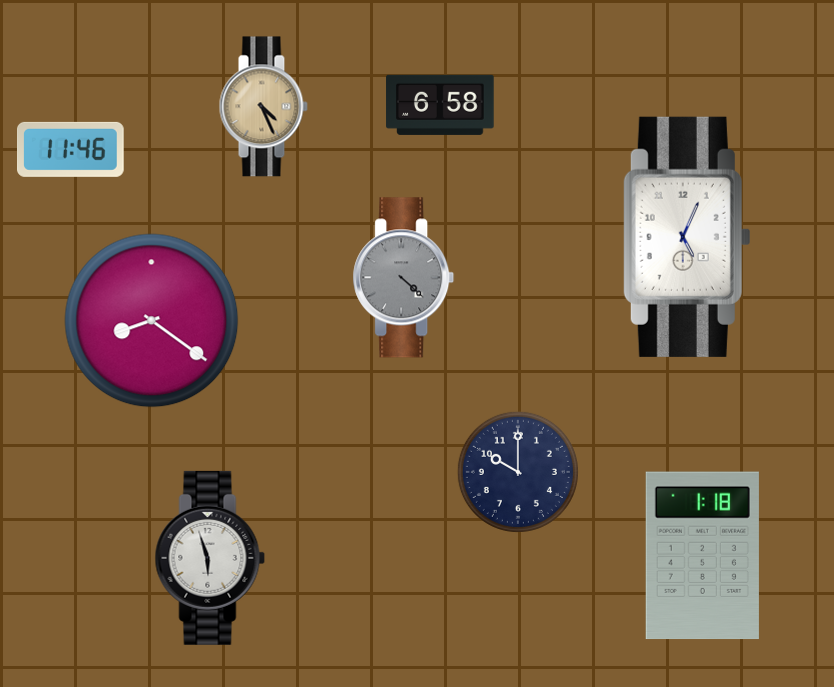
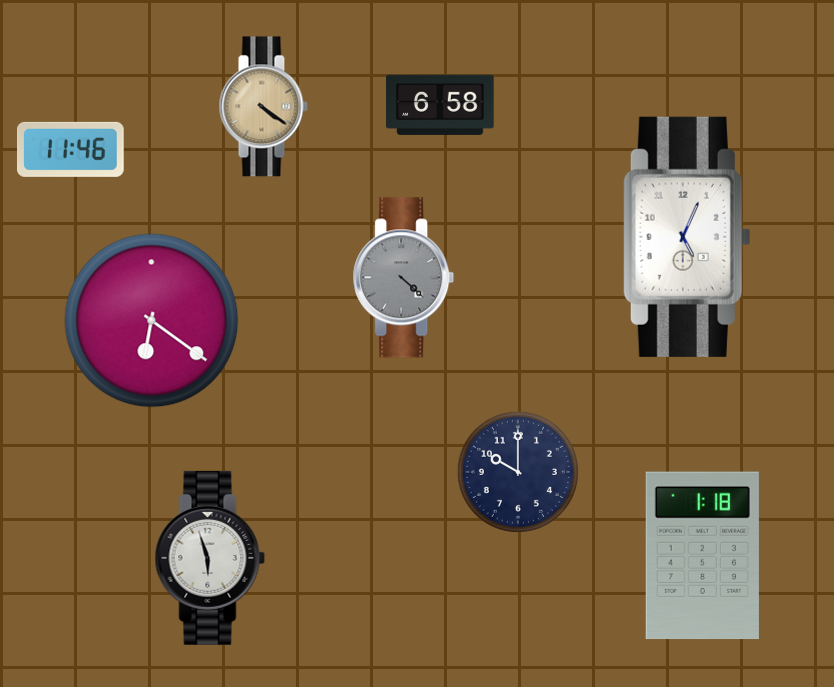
clock at (263, 107): 4:26 -> 4:21
clock at (152, 321): 8:21 -> 6:21
